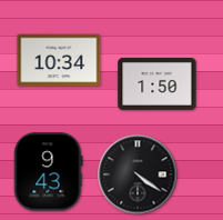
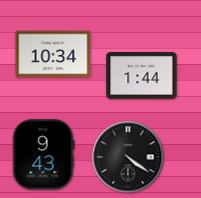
clock at (158, 84): 1:50 -> 1:44
clock at (138, 174) position: (138, 174) -> (128, 157)
